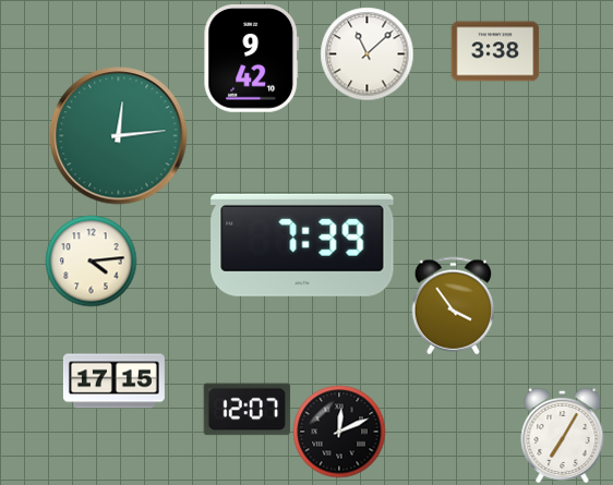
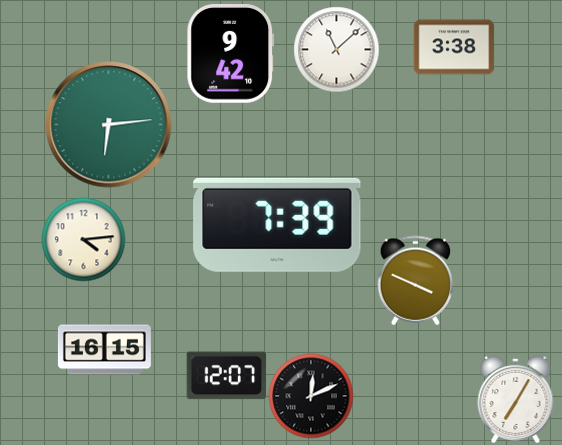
clock at (119, 136): 12:14 -> 6:14
clock at (454, 305): 3:54 -> 3:49
clock at (113, 381): 17:15 -> 16:15
